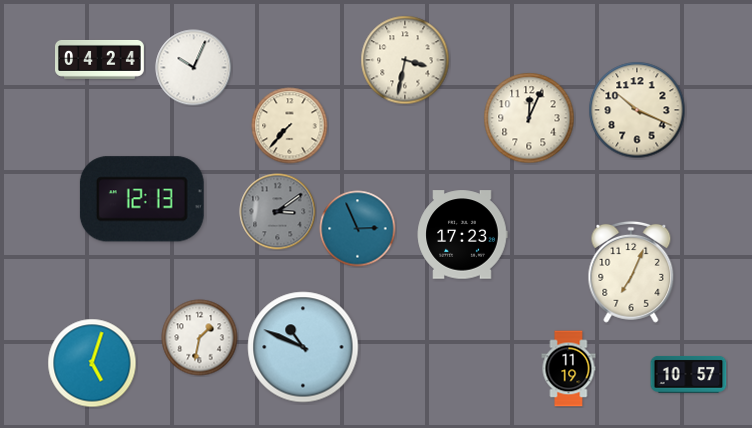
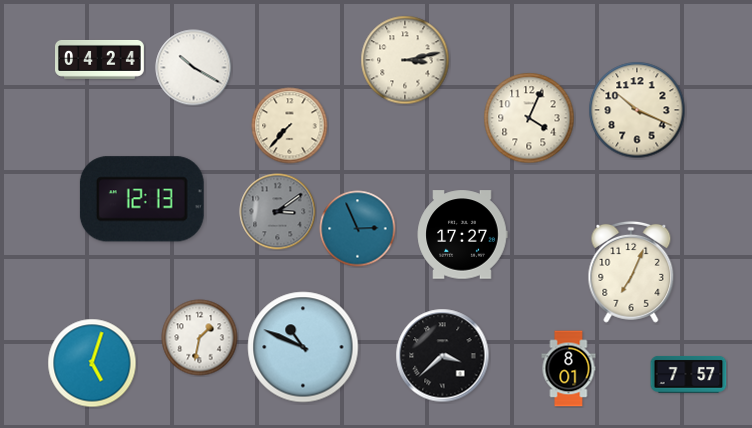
clock at (405, 60): 3:32 -> 3:13
clock at (194, 68): 10:04 -> 10:20
clock at (529, 118): 12:04 -> 4:04
clock at (462, 235): 17:23 -> 17:27
clock at (443, 356): none -> 3:38
clock at (569, 369): 11:19 -> 8:01
clock at (689, 374): 10:57 -> 7:57
